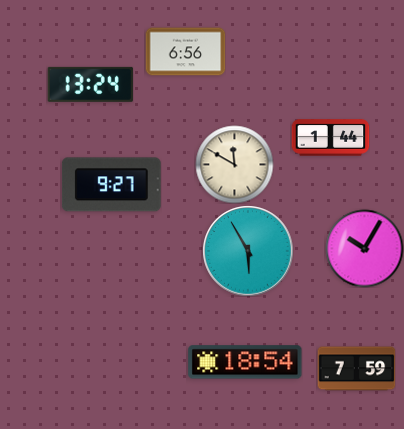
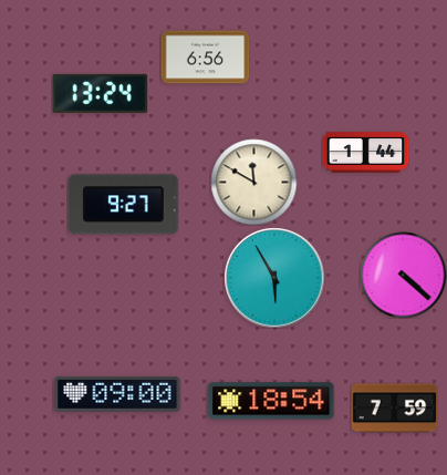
clock at (234, 164) position: (234, 164) -> (253, 182)
clock at (364, 248): 10:05 -> 4:22
clock at (117, 394): none -> 09:00
